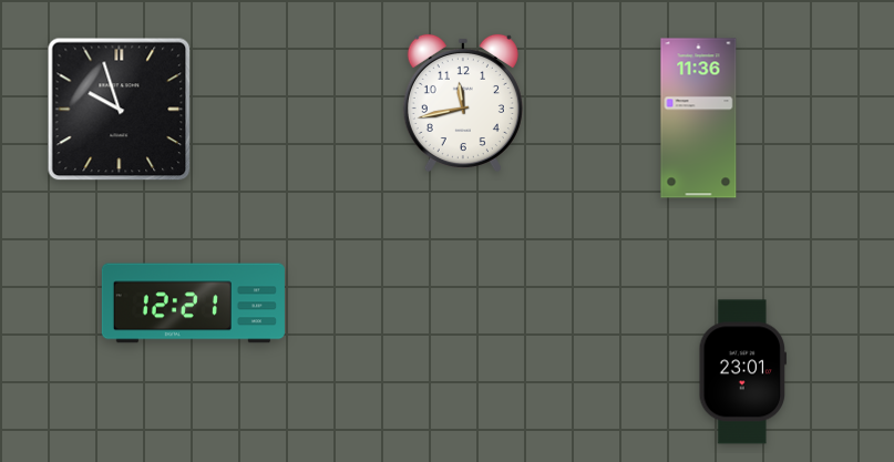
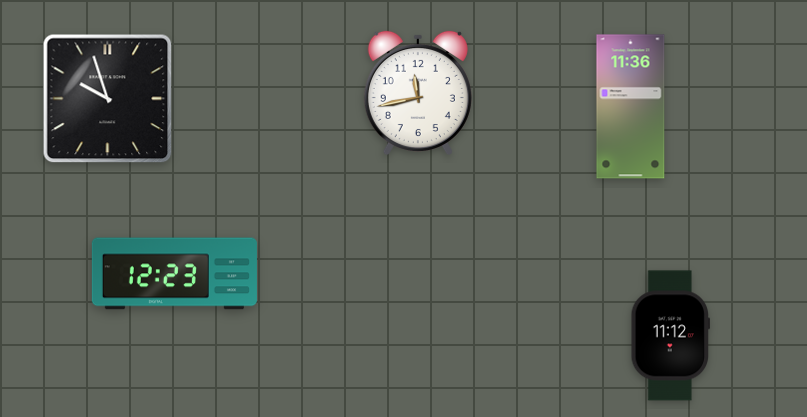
clock at (193, 304): 12:21 -> 12:23
clock at (743, 372): 23:01 -> 11:12
